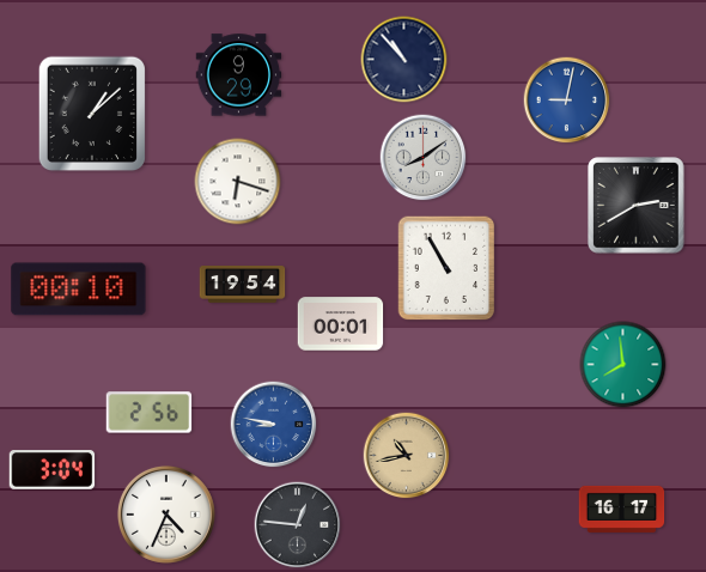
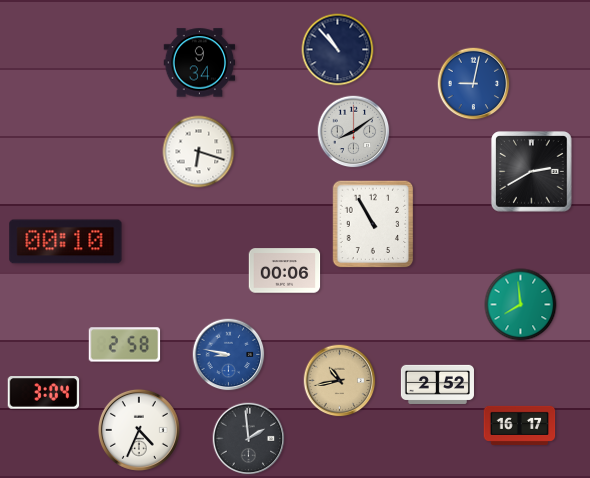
clock at (239, 75): 9:29 -> 9:34
clock at (92, 112): 1:08 -> none
clock at (243, 285): 19:54 -> none
clock at (341, 324): 00:01 -> 00:06
clock at (150, 413): 2:56 -> 2:58
clock at (437, 384): none -> 2:52
clock at (298, 525): 12:46 -> 1:59
